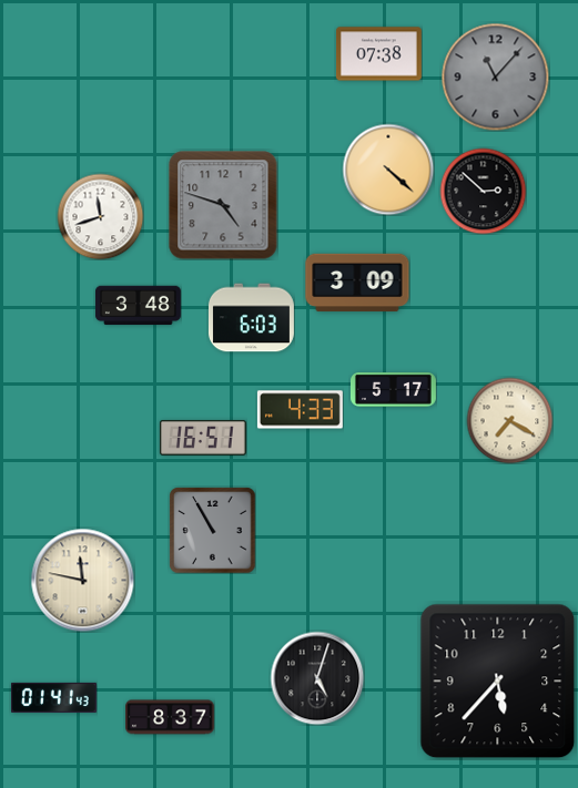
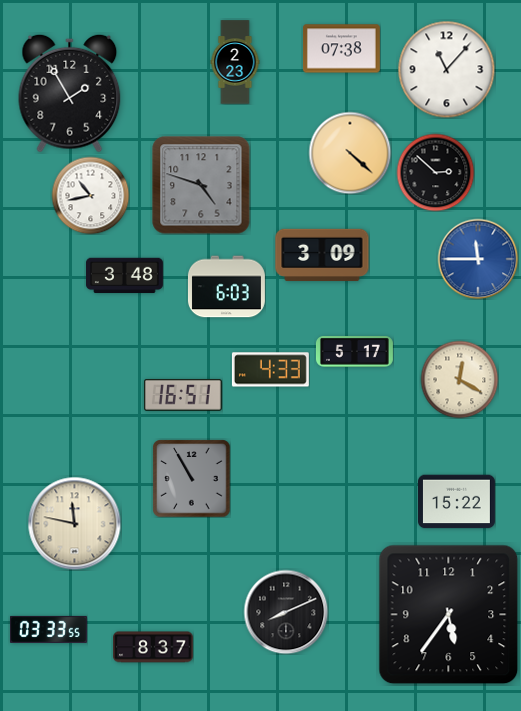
clock at (235, 62): none -> 2:23
clock at (495, 76) dial: grey -> white
clock at (70, 93): none -> 1:55
clock at (100, 216): 11:42 -> 10:43
clock at (478, 259): none -> 11:45
clock at (509, 420): 7:20 -> 12:20
clock at (456, 502): none -> 15:22
clock at (317, 678): 5:03 -> 8:11
clock at (498, 682): 5:37 -> 5:36
clock at (53, 697): 01:41 -> 03:33
